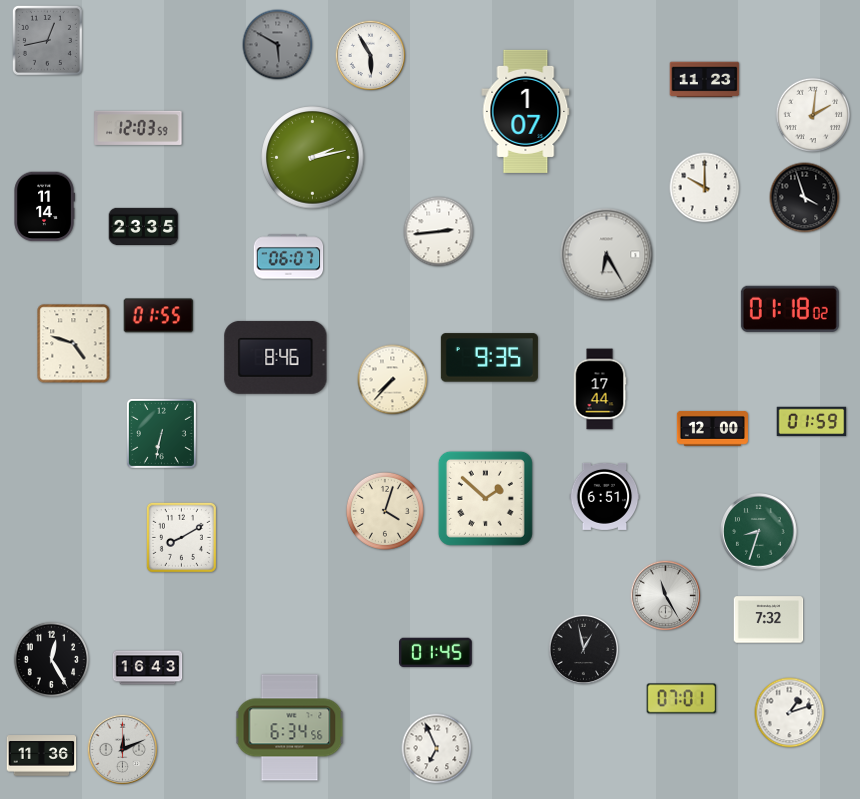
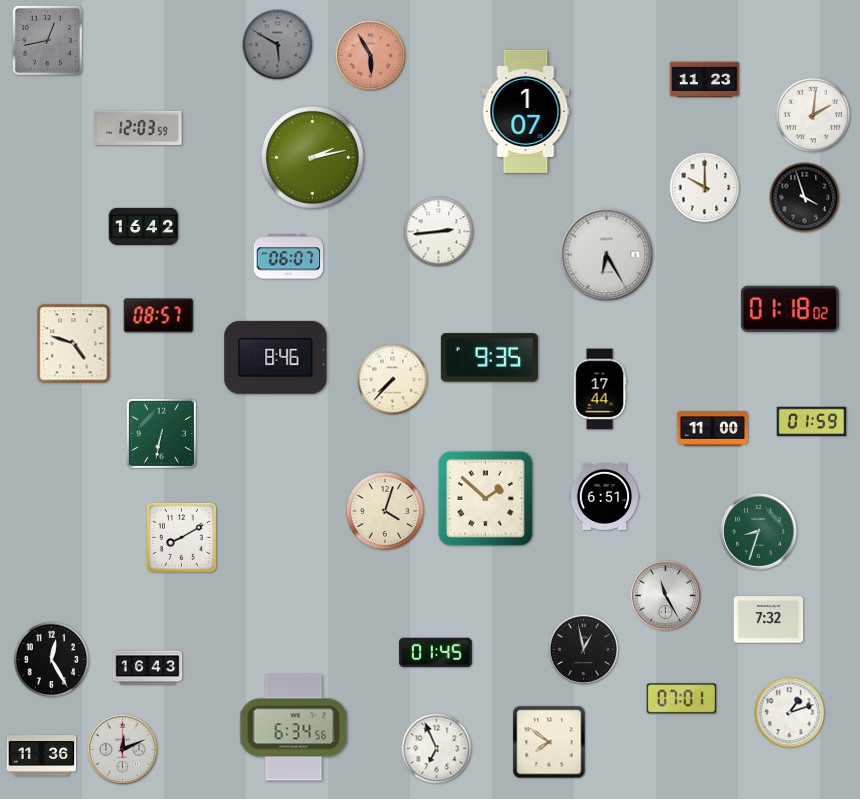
clock at (371, 56) dial: white -> salmon
clock at (44, 207): 11:14 -> none
clock at (144, 226): 23:35 -> 16:42
clock at (159, 316): 01:55 -> 08:57
clock at (712, 428): 12:00 -> 11:00
clock at (290, 728) position: (290, 728) -> (294, 728)
clock at (549, 742): none -> 7:51
